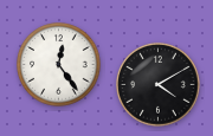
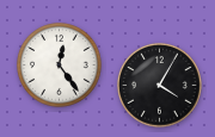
clock at (159, 85): 4:10 -> 4:05
